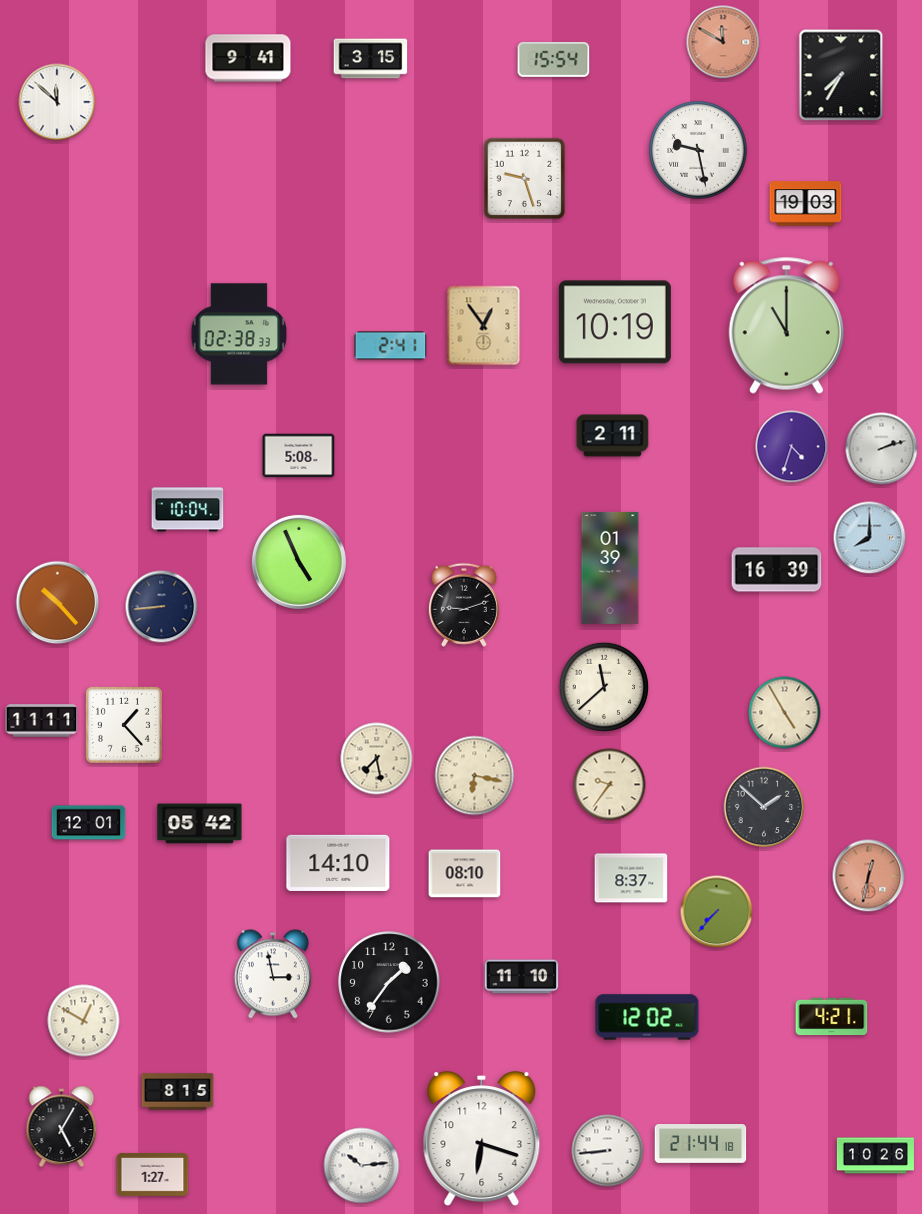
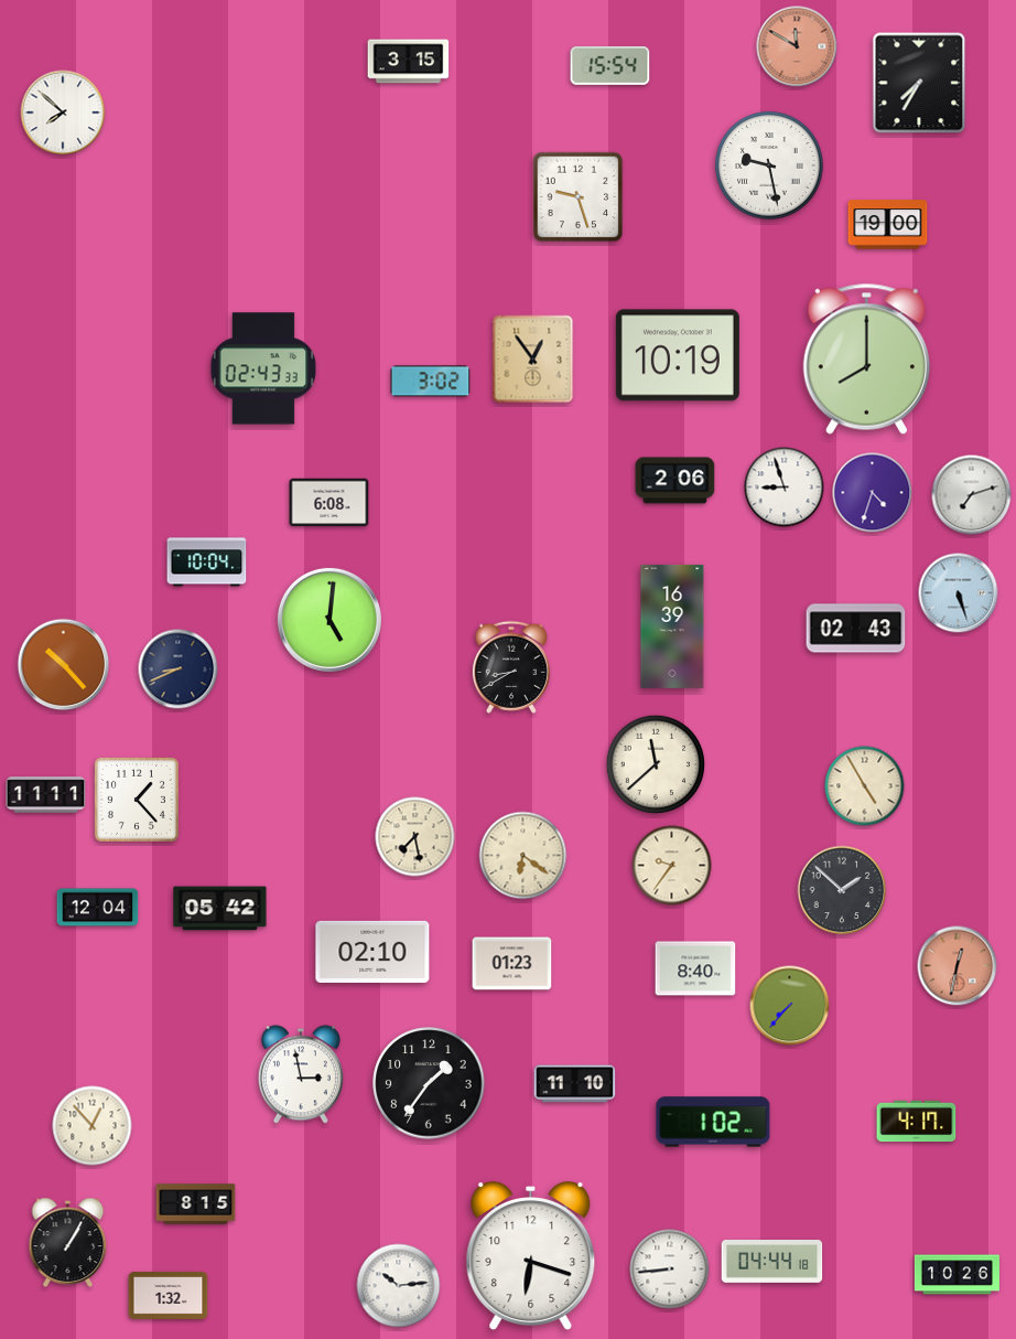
clock at (248, 58): 9:41 -> none
clock at (371, 59) position: (371, 59) -> (409, 62)
clock at (841, 75) position: (841, 75) -> (919, 83)
clock at (57, 102): 11:52 -> 7:52
clock at (806, 204): 19:03 -> 19:00
clock at (786, 325): 11:00 -> 8:00
clock at (238, 334): 02:38 -> 02:43
clock at (391, 346): 2:41 -> 3:02
clock at (613, 436): 2:11 -> 2:06
clock at (785, 488): none -> 8:57
clock at (882, 449): 2:12 -> 7:12
clock at (299, 456): 5:08 -> 6:08
clock at (870, 538): 8:00 -> 5:27
clock at (299, 562): 4:56 -> 5:01
clock at (610, 568): 01:39 -> 16:39
clock at (777, 570): 16:39 -> 02:43
clock at (464, 605): 9:12 -> 8:40
clock at (162, 607): 8:44 -> 8:41
clock at (603, 686) position: (603, 686) -> (655, 763)
clock at (475, 776): 6:17 -> 6:21
clock at (89, 823): 12:01 -> 12:04
clock at (338, 863): 14:10 -> 02:10
clock at (465, 874): 08:10 -> 01:23
clock at (631, 878): 8:37 -> 8:40
clock at (522, 977) position: (522, 977) -> (575, 1084)
clock at (647, 1017): 12:02 -> 1:02
clock at (832, 1017): 4:21 -> 4:17
clock at (84, 1021): 12:50 -> 12:53
clock at (62, 1126): 5:05 -> 1:05
clock at (701, 1144): 21:44 -> 04:44
clock at (875, 1156) position: (875, 1156) -> (956, 1275)
clock at (153, 1174): 1:27 -> 1:32
